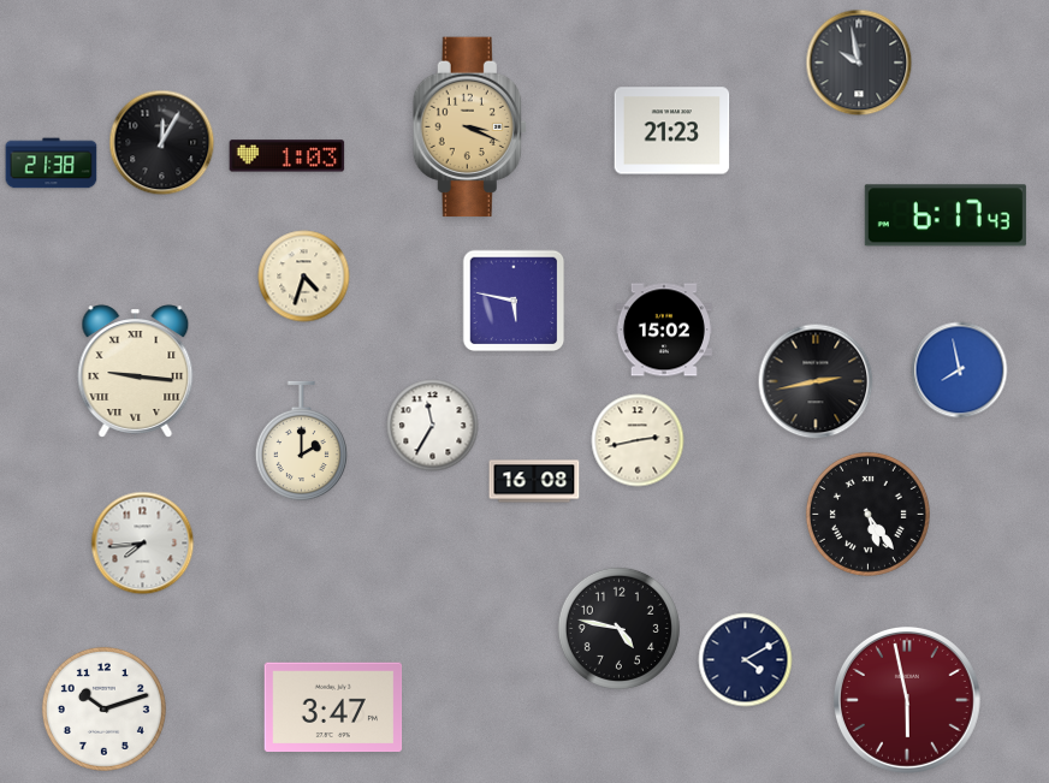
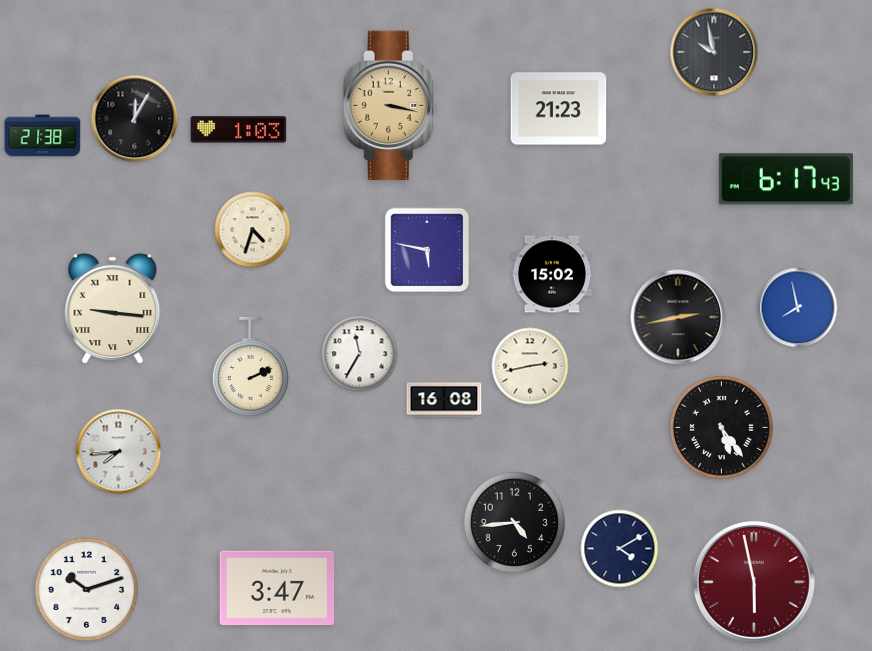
clock at (469, 127): 3:19 -> 3:17
clock at (301, 441): 2:00 -> 2:11
clock at (618, 628): 4:47 -> 4:44
